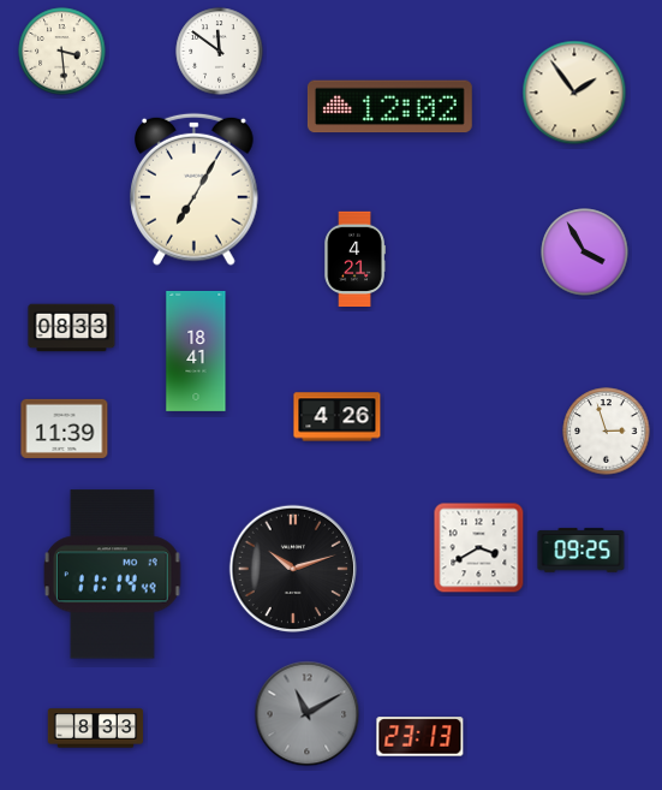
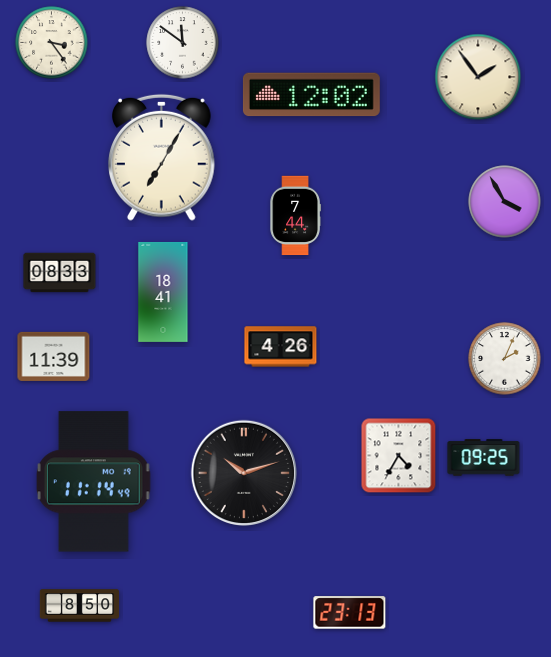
clock at (62, 52): 3:29 -> 3:24
clock at (389, 107) position: (389, 107) -> (311, 95)
clock at (585, 253) position: (585, 253) -> (505, 202)
clock at (354, 260): 4:21 -> 7:44
clock at (607, 432): 2:57 -> 2:04
clock at (479, 548): 3:40 -> 4:35
clock at (112, 575) position: (112, 575) -> (93, 482)
clock at (308, 714): 11:10 -> none
clock at (96, 729): 8:33 -> 8:50
